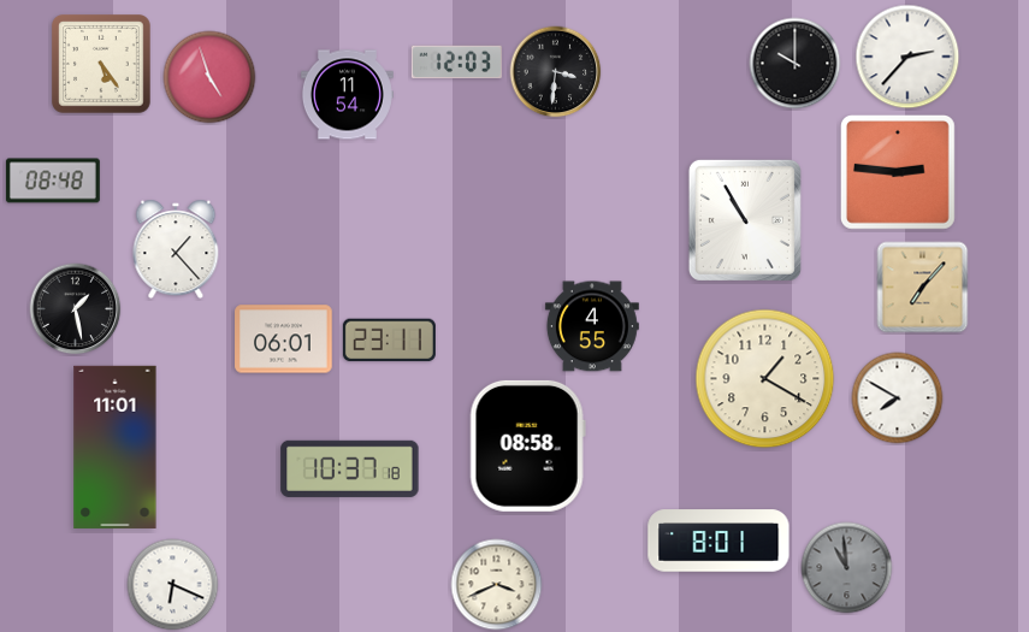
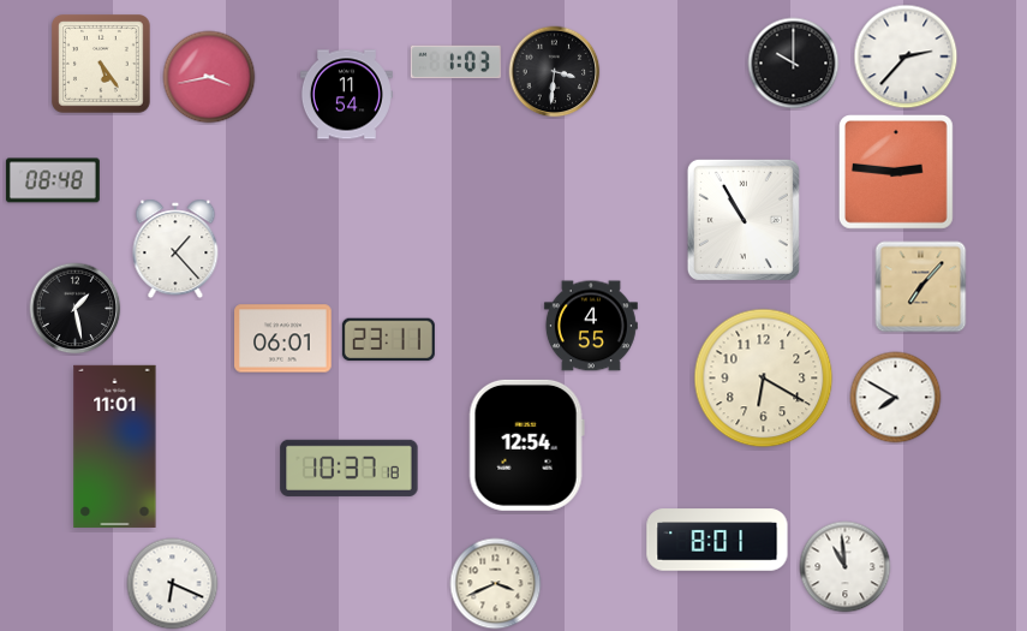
clock at (456, 63): 12:03 -> 1:03
clock at (209, 77): 4:57 -> 3:43
clock at (765, 379): 1:20 -> 6:20
clock at (527, 445): 08:58 -> 12:54
clock at (847, 568) dial: grey -> white
